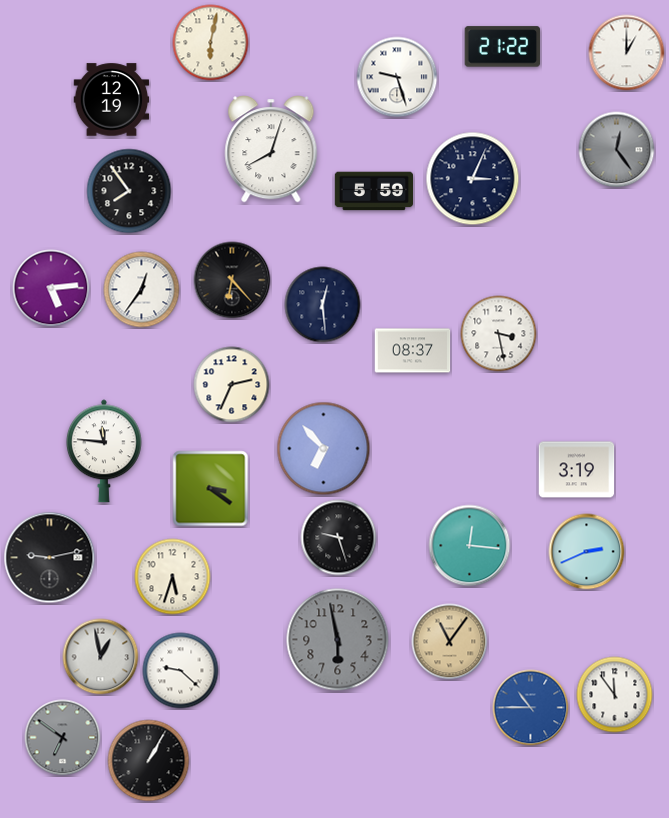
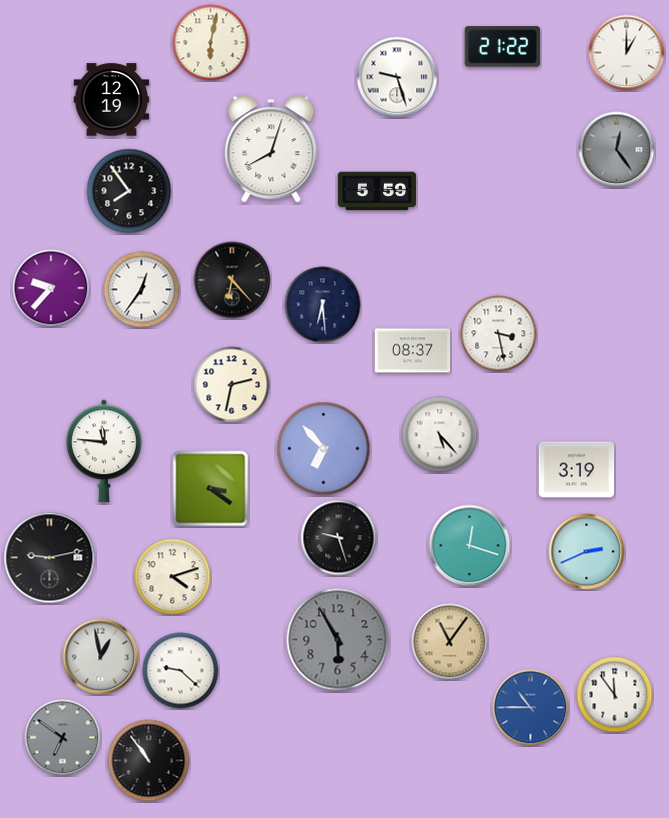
clock at (473, 179): 3:04 -> none
clock at (373, 191) position: (373, 191) -> (376, 191)
clock at (51, 288): 5:14 -> 9:37
clock at (323, 305): 12:29 -> 6:29
clock at (232, 385): 2:34 -> 2:32
clock at (440, 435): none -> 5:23
clock at (470, 546): 12:16 -> 12:18
clock at (173, 577): 5:33 -> 4:12
clock at (338, 640): 5:58 -> 5:55
clock at (149, 761): 1:05 -> 10:54
